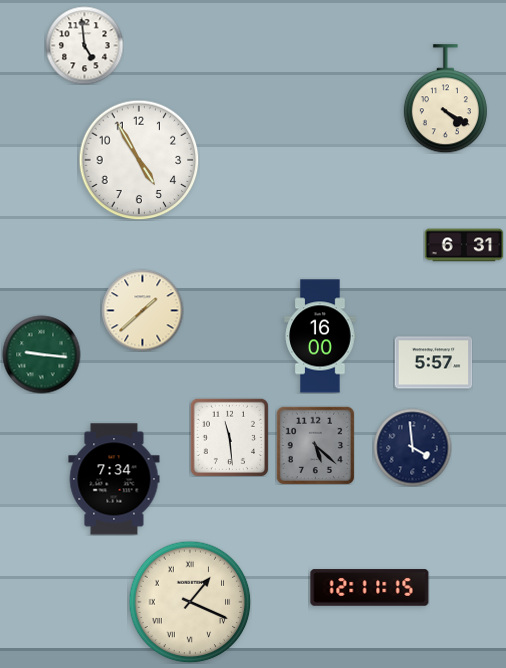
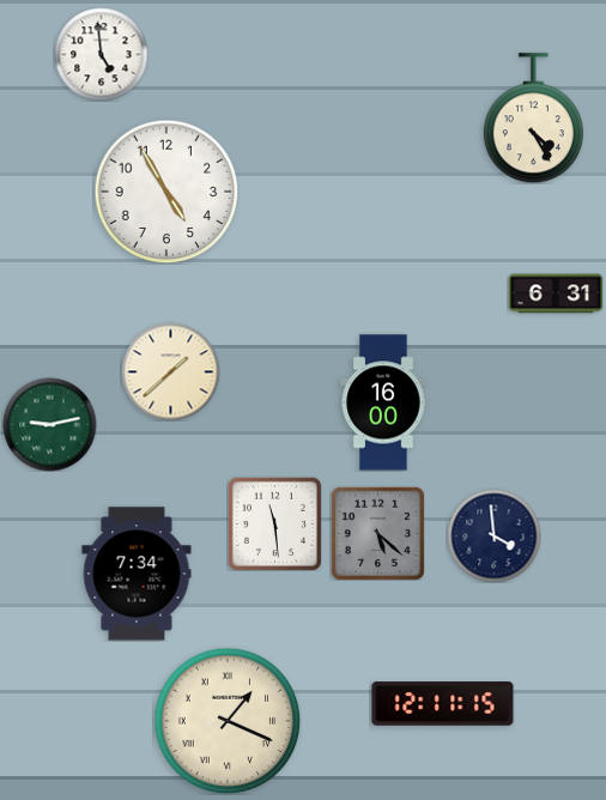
clock at (445, 99): 4:20 -> 4:25
clock at (41, 354): 9:16 -> 9:13
clock at (433, 363): 5:57 -> none
